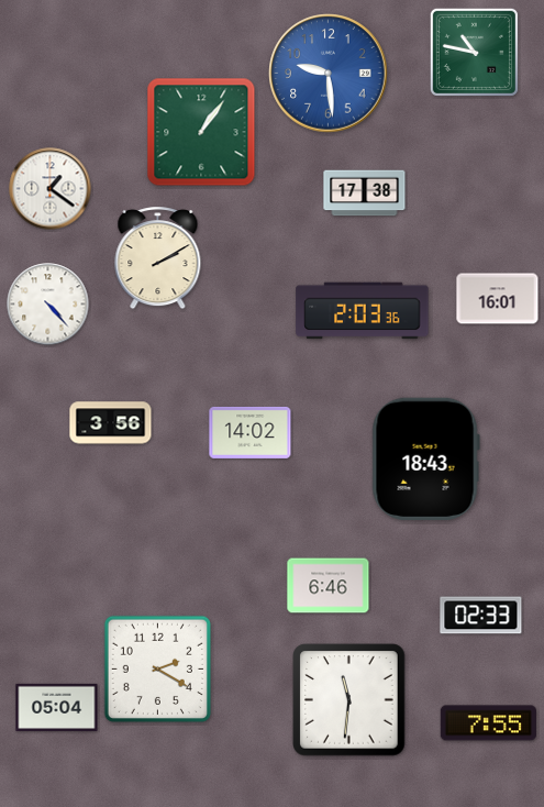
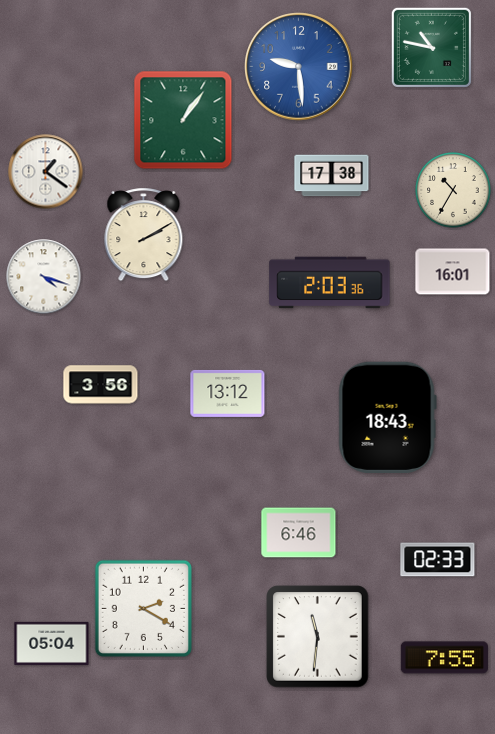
clock at (453, 190): none -> 10:35
clock at (48, 305): 4:23 -> 4:18
clock at (251, 432): 14:02 -> 13:12
